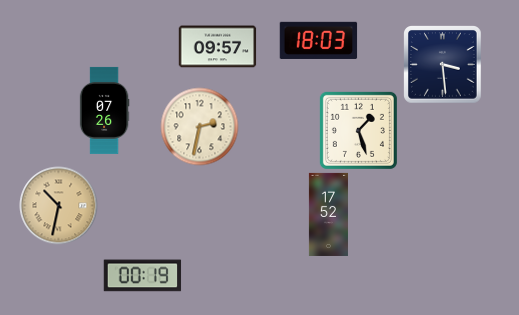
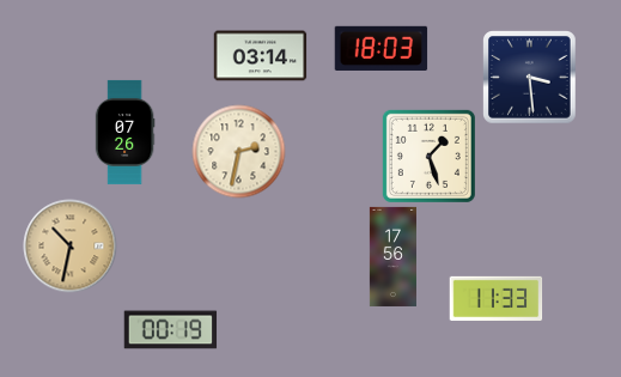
clock at (217, 47): 09:57 -> 03:14
clock at (328, 214): 17:52 -> 17:56
clock at (495, 298): none -> 11:33
